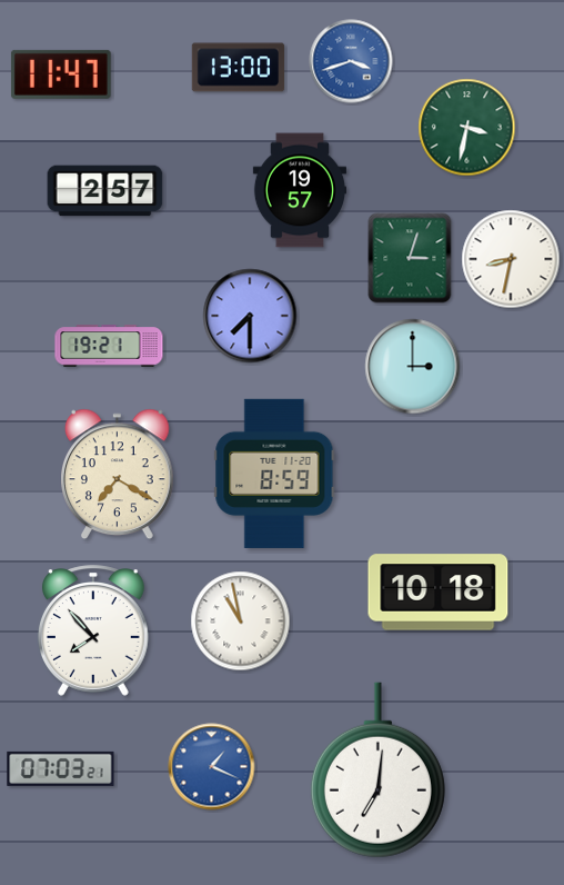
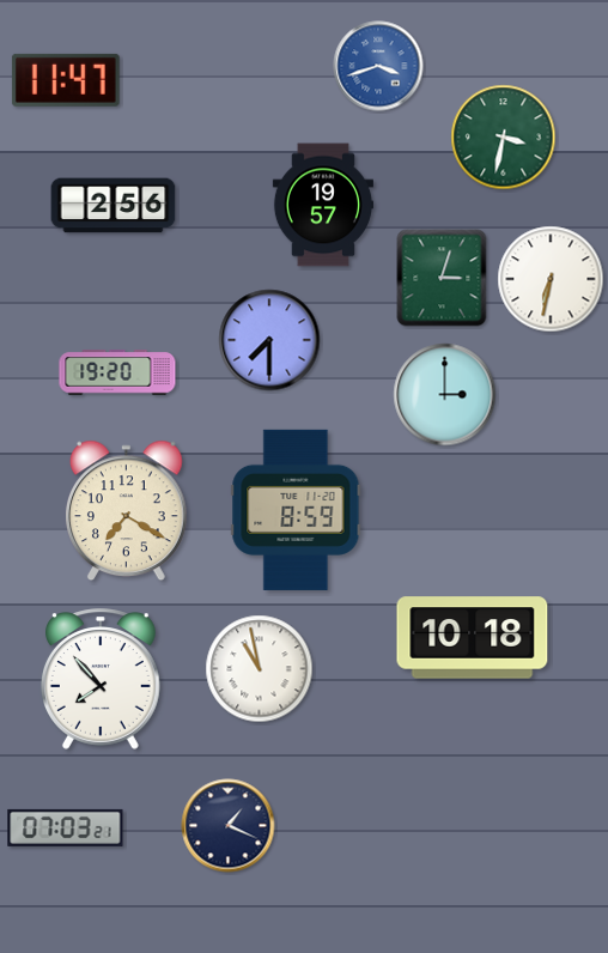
clock at (239, 68): 13:00 -> none
clock at (105, 191): 2:57 -> 2:56
clock at (511, 259): 8:32 -> 6:32
clock at (109, 346): 19:21 -> 19:20
clock at (212, 767) dial: blue -> navy
clock at (377, 770): 7:01 -> none
